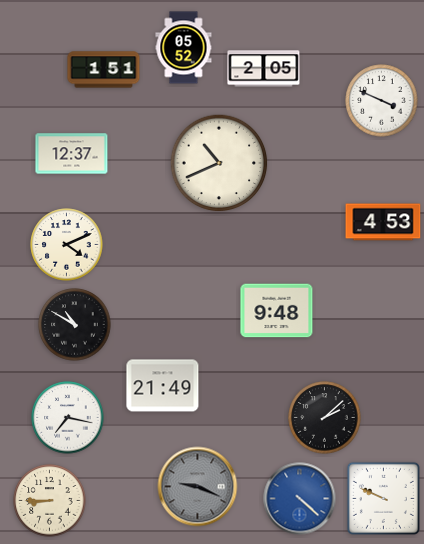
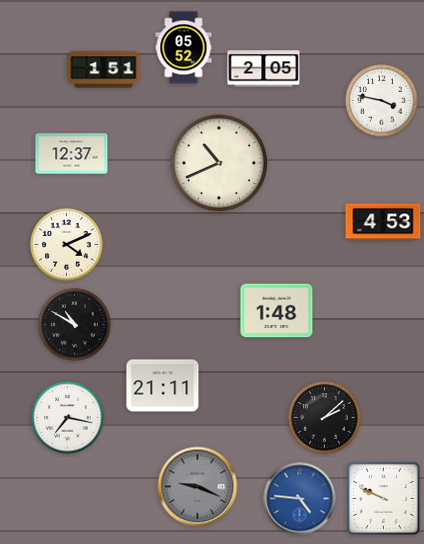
clock at (382, 101): 3:49 -> 3:47
clock at (277, 311): 9:48 -> 1:48
clock at (163, 386): 21:49 -> 21:11
clock at (300, 499): 4:22 -> 4:46
clock at (50, 501): 8:45 -> none
